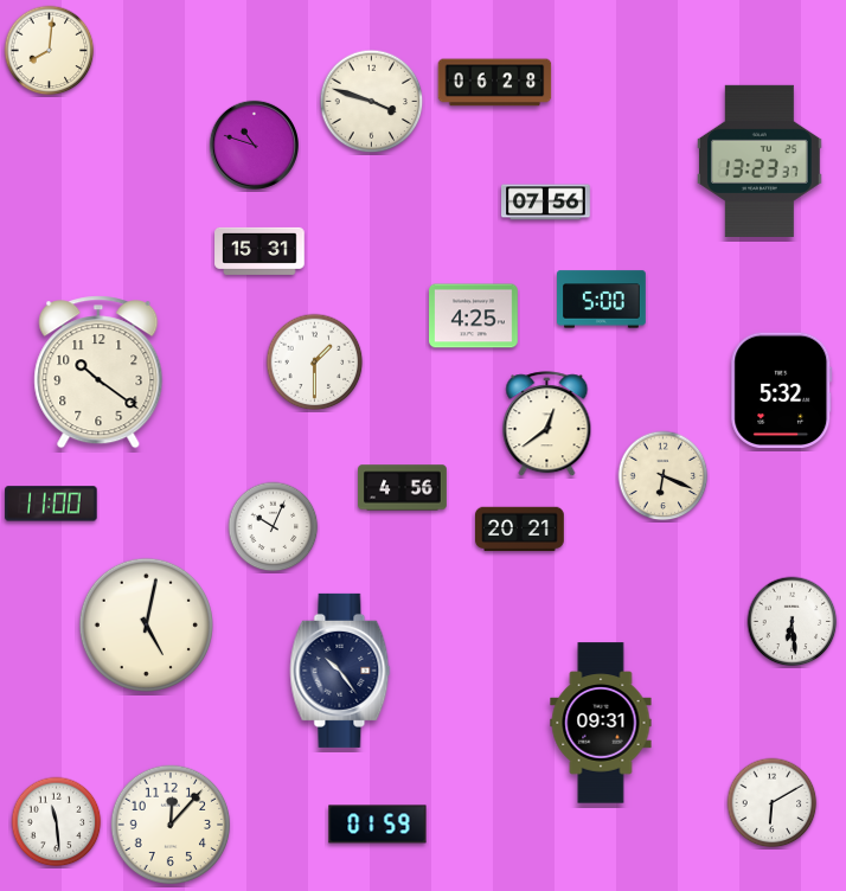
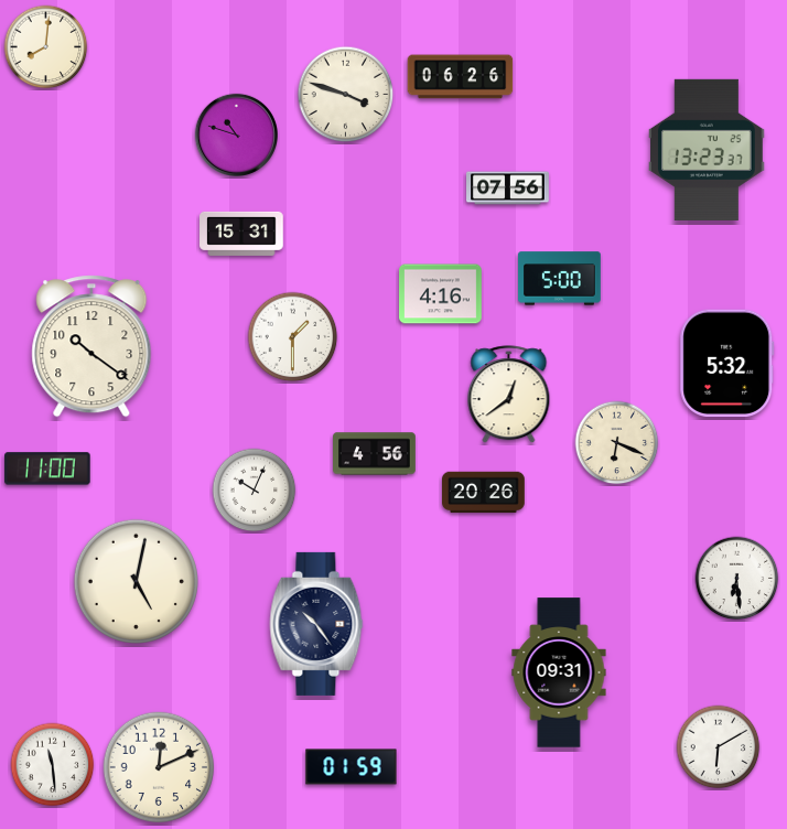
clock at (495, 83): 06:28 -> 06:26
clock at (474, 316): 4:25 -> 4:16
clock at (520, 530): 20:21 -> 20:26
clock at (171, 825): 12:07 -> 12:11
